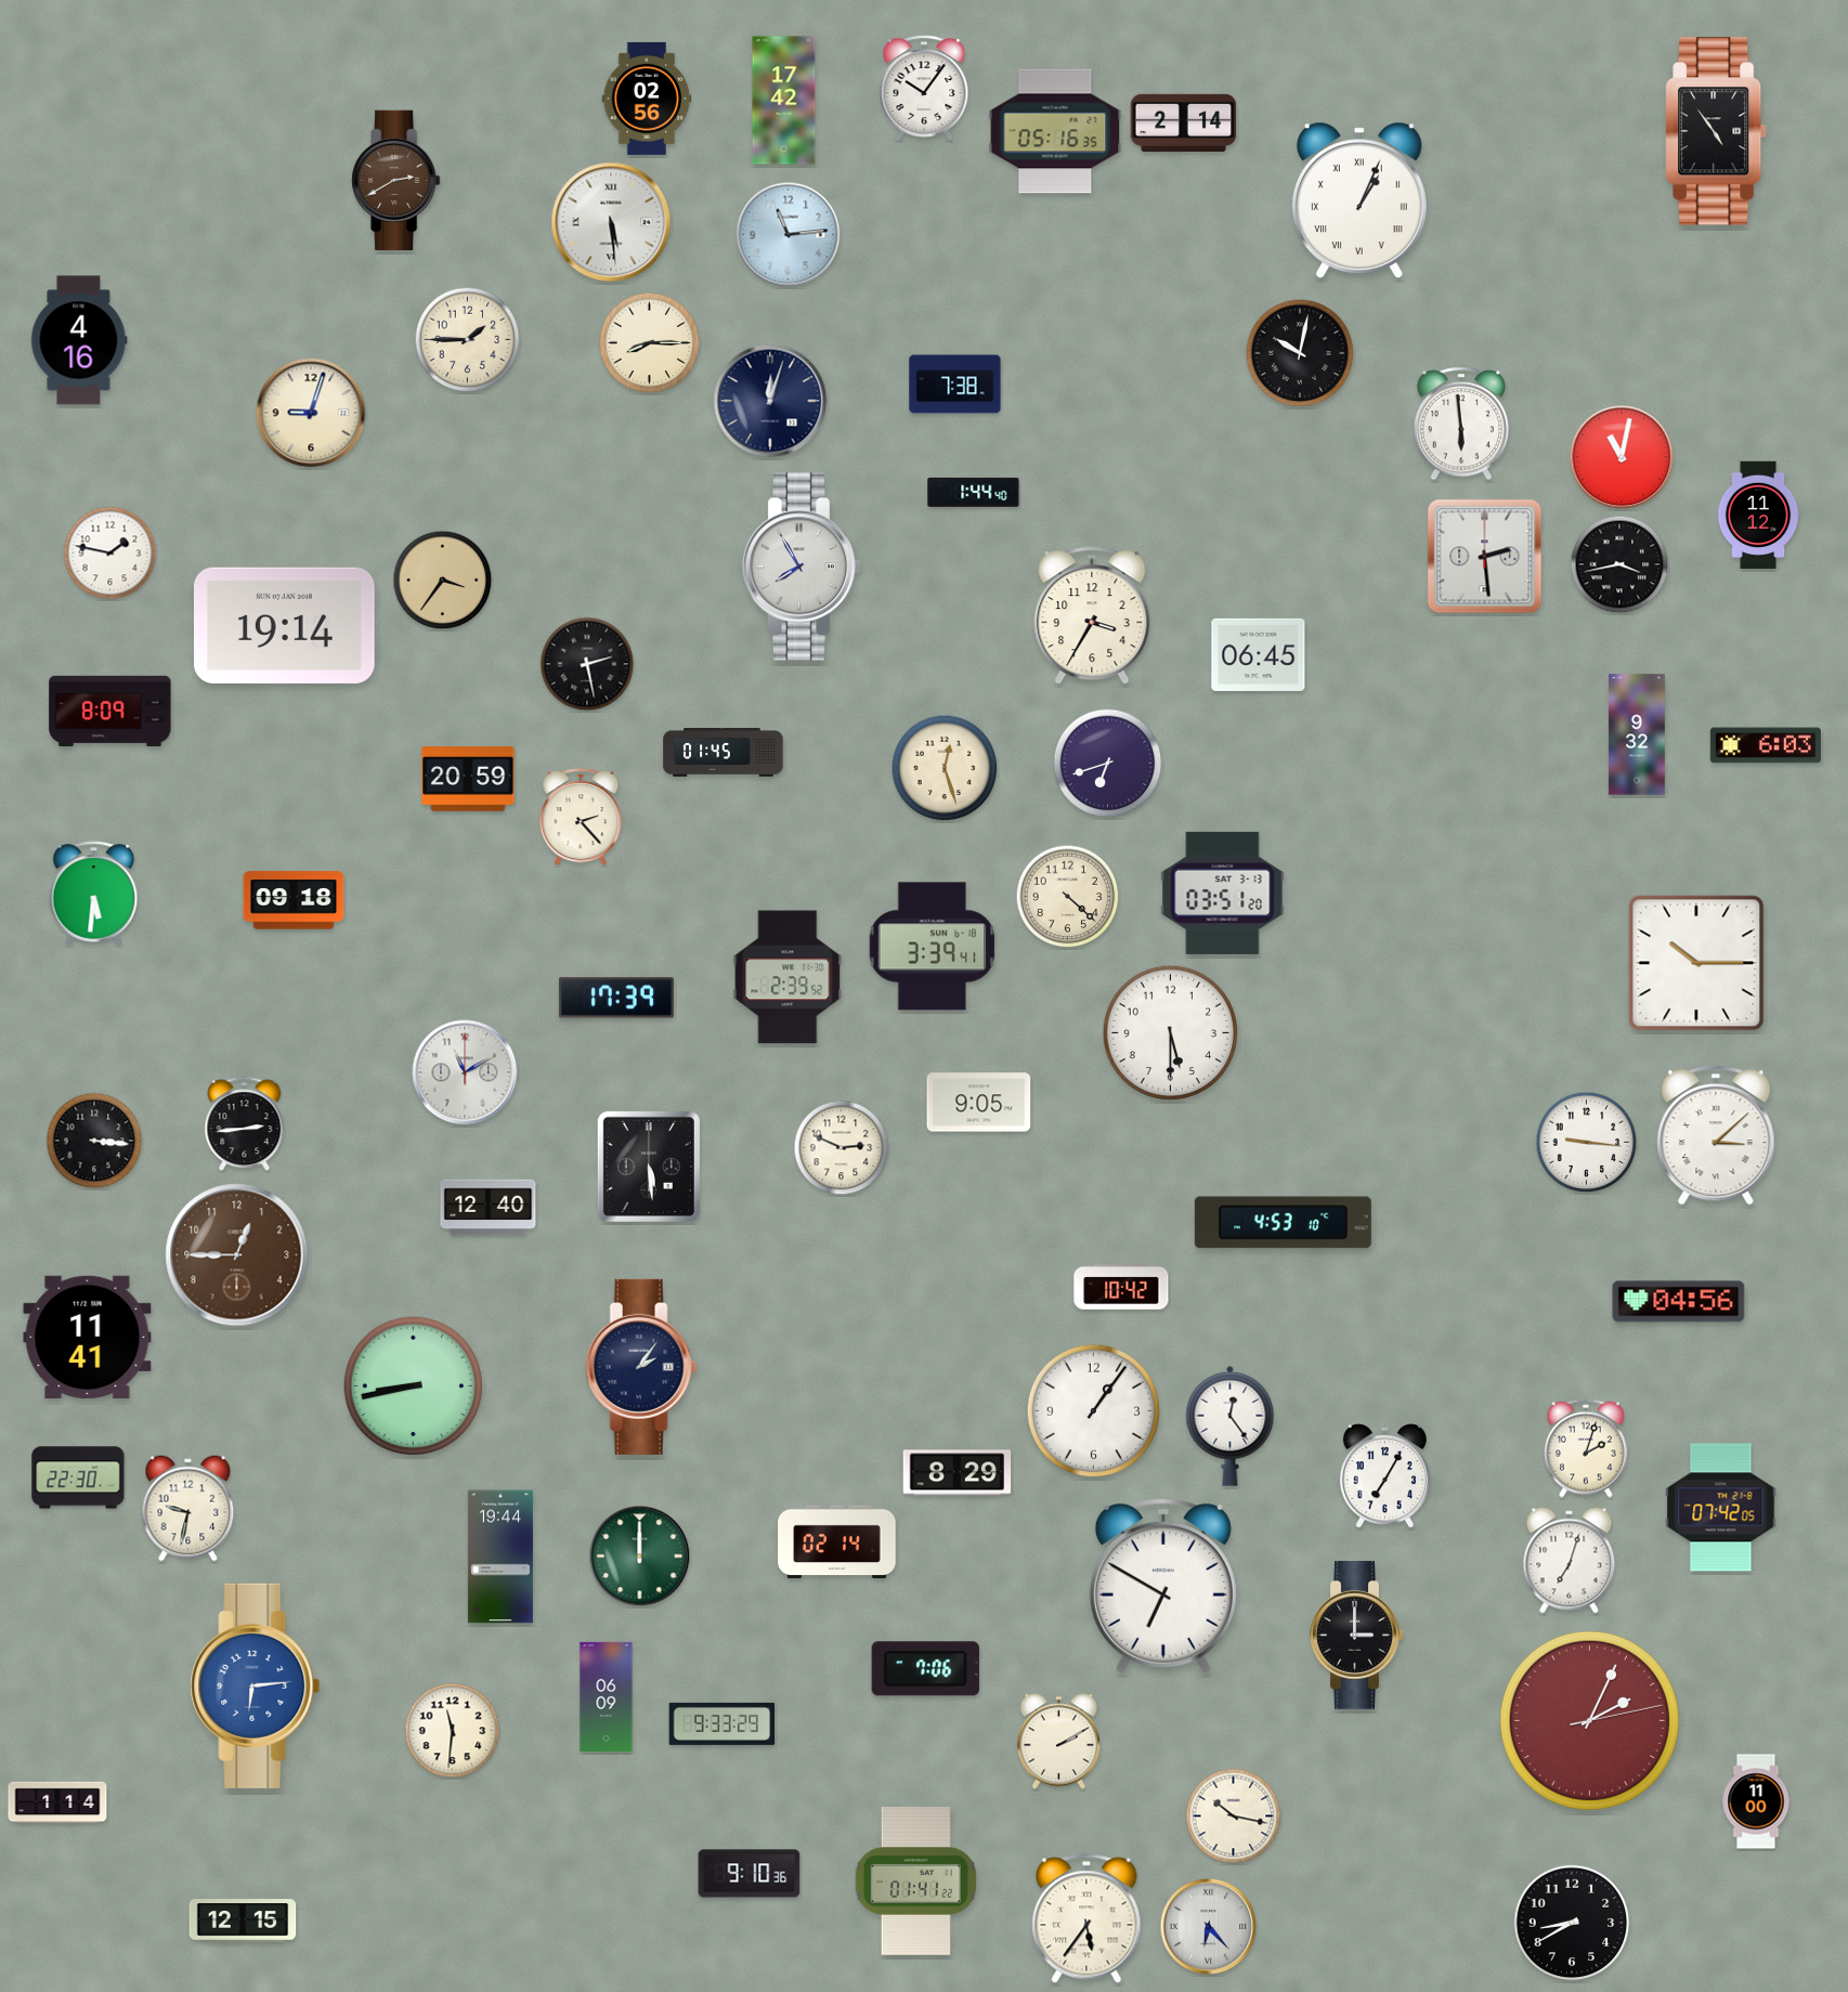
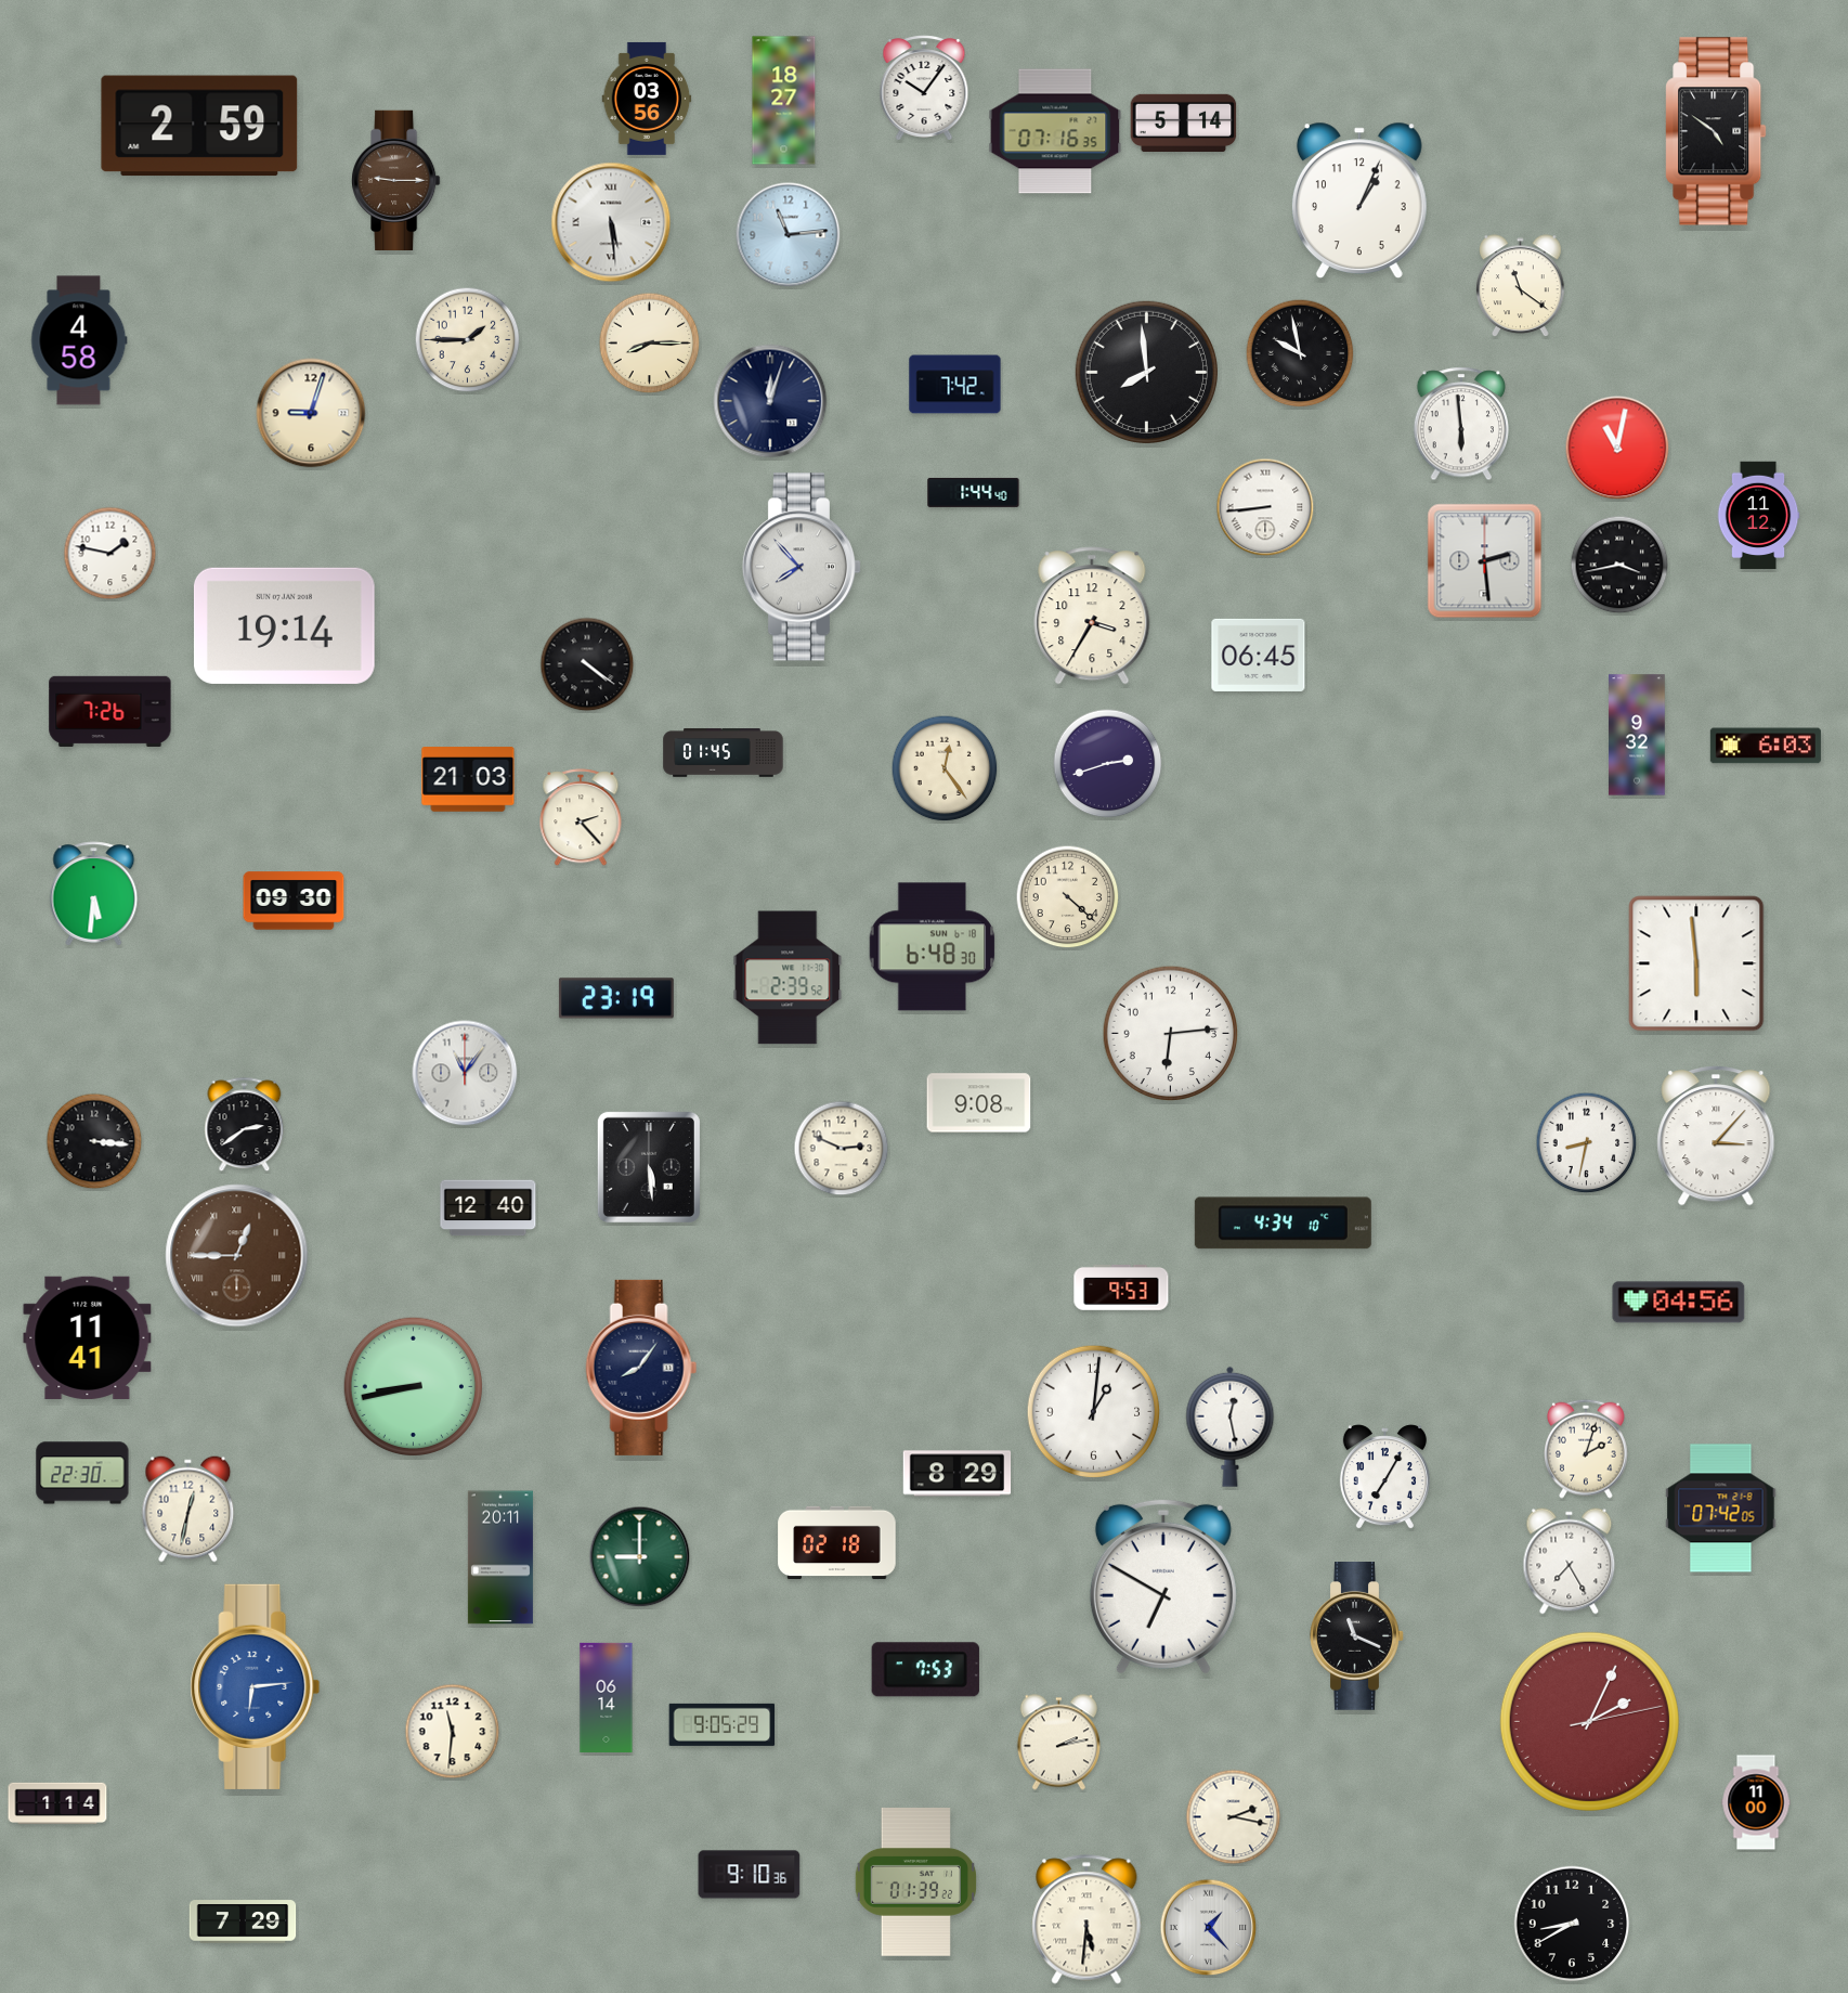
clock at (647, 99): 02:56 -> 03:56
clock at (784, 101): 17:42 -> 18:27
clock at (1184, 122): 2:14 -> 5:14
clock at (199, 126): none -> 2:59
clock at (1055, 131): 05:16 -> 07:16
clock at (1716, 131): 4:54 -> 4:51
clock at (396, 180): 2:40 -> 9:15
clock at (1359, 200) numerals: Roman -> Arabic
clock at (1521, 285): none -> 11:21
clock at (79, 340): 4:16 -> 4:58
clock at (1300, 353): 10:02 -> 9:58
clock at (1146, 372): none -> 7:59
clock at (955, 385): 7:38 -> 7:42
clock at (1622, 457) position: (1622, 457) -> (1617, 448)
clock at (1265, 507): none -> 8:44
clock at (1485, 557) position: (1485, 557) -> (1485, 561)
clock at (802, 567): 7:55 -> 7:53
clock at (443, 581): 3:36 -> none
clock at (587, 664): 2:28 -> 4:21
clock at (110, 711): 8:09 -> 7:26
clock at (1108, 764): 6:42 -> 2:42
clock at (945, 768): 12:27 -> 12:24
clock at (468, 779): 20:59 -> 21:03
clock at (1223, 893): 03:51 -> none
clock at (294, 900): 09:18 -> 09:30
clock at (933, 947): 3:39 -> 6:48
clock at (1696, 963): 10:15 -> 5:59
clock at (616, 998): 17:39 -> 23:19
clock at (1171, 1033): 5:30 -> 6:14
clock at (465, 1072): 11:10 -> 11:06
clock at (979, 1103): 9:05 -> 9:08
clock at (245, 1124): 2:44 -> 2:39
clock at (1716, 1136): 3:08 -> 3:07
clock at (1587, 1143): 9:16 -> 8:32
clock at (1283, 1223): 4:53 -> 4:34
clock at (237, 1255) numerals: Arabic -> Roman
clock at (1121, 1287): 10:42 -> 9:53
clock at (641, 1367): 2:06 -> 8:06
clock at (1094, 1411): 1:06 -> 1:01
clock at (1231, 1425): 12:24 -> 12:28
clock at (78, 1477) position: (78, 1477) -> (82, 1473)
clock at (188, 1509): 9:32 -> 12:32
clock at (837, 1542): 02:14 -> 02:18
clock at (500, 1557): 19:44 -> 20:11
clock at (640, 1557): 12:00 -> 9:00
clock at (1570, 1561): 7:03 -> 7:25
clock at (1357, 1636): 3:00 -> 11:19
clock at (925, 1669): 7:06 -> 7:53
clock at (607, 1696): 06:09 -> 06:14
clock at (723, 1723): 9:33 -> 9:05
clock at (1058, 1742): 2:10 -> 2:13
clock at (1234, 1817): 10:17 -> 2:17
clock at (915, 1882): 01:41 -> 01:39
clock at (1086, 1918): 5:36 -> 5:31
clock at (243, 1921): 12:15 -> 7:29
clock at (1209, 1927): 6:23 -> 1:23
